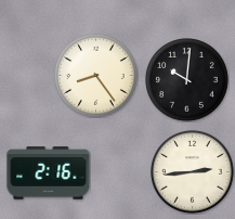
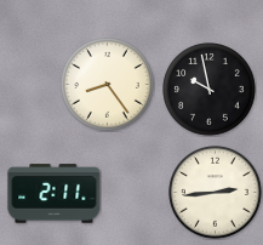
clock at (187, 80): 10:01 -> 9:58
clock at (49, 173): 2:16 -> 2:11
